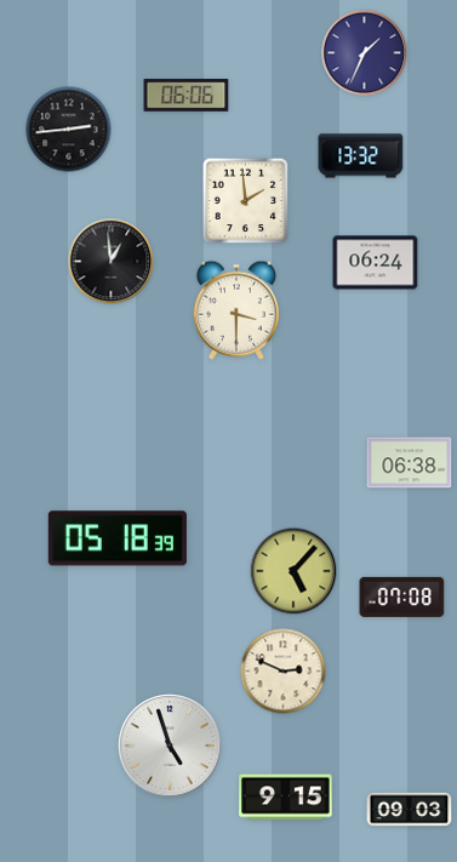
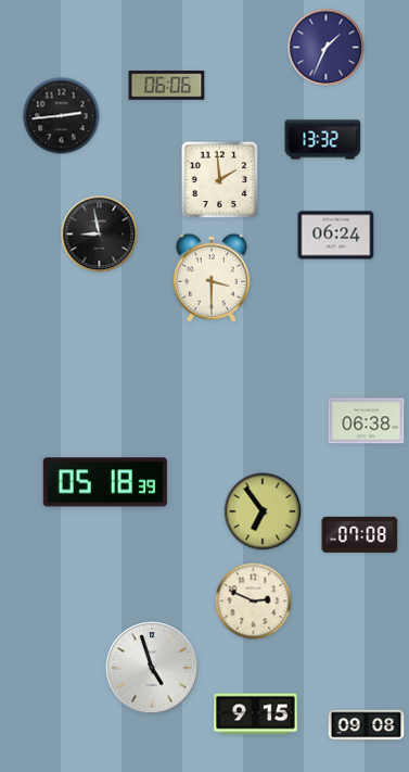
clock at (112, 262): 12:59 -> 8:58
clock at (410, 463) position: (410, 463) -> (367, 421)
clock at (293, 571): 5:07 -> 6:54
clock at (410, 810): 09:03 -> 09:08
